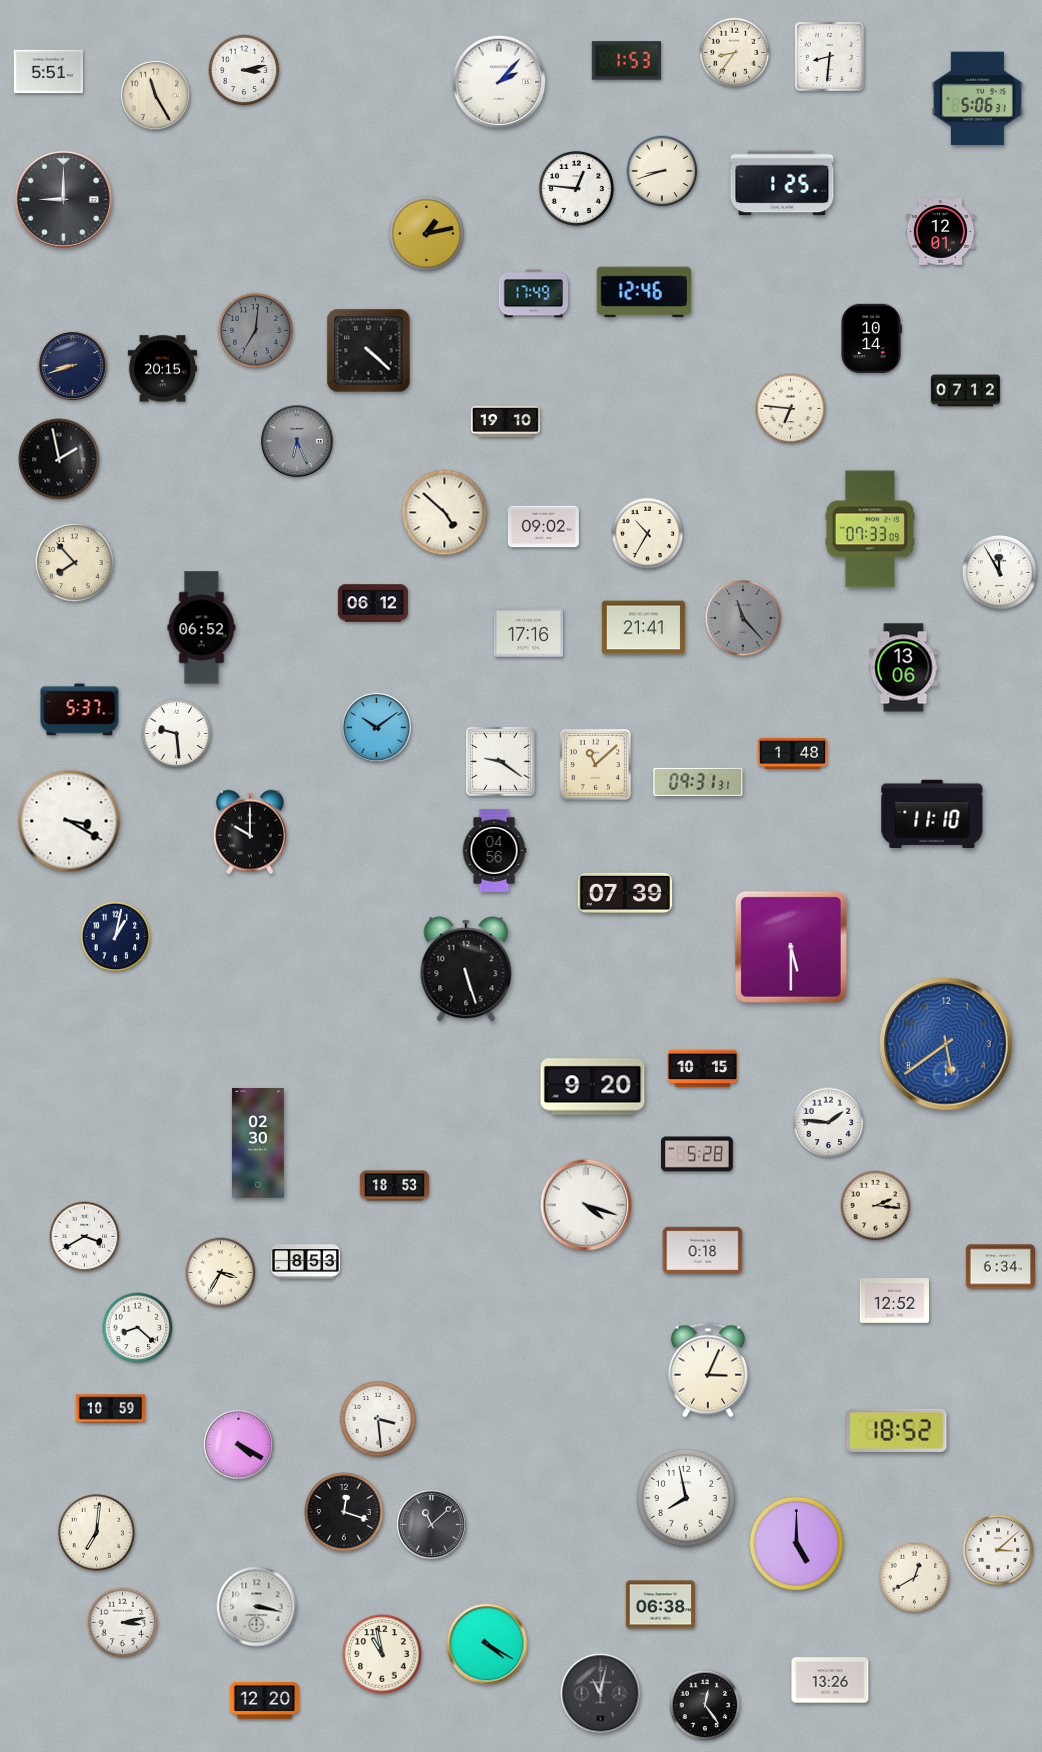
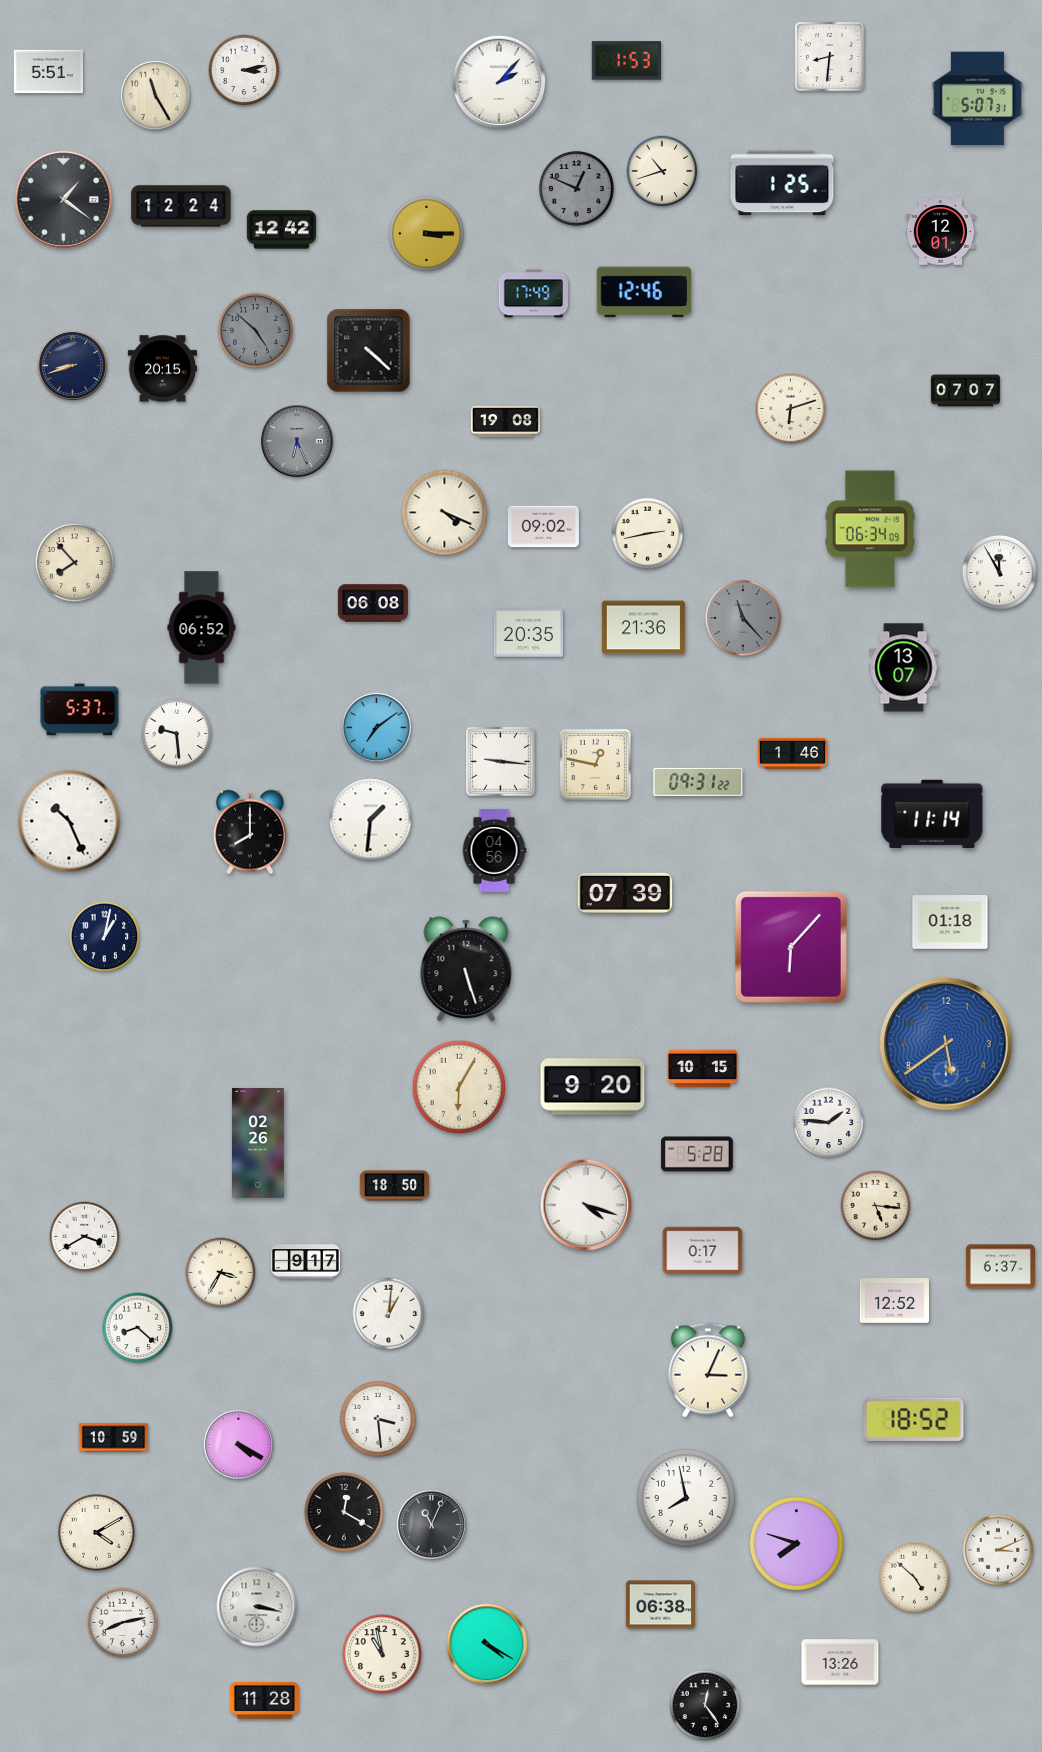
clock at (735, 53): 8:36 -> none
clock at (977, 99): 5:06 -> 5:07
clock at (662, 171): 8:42 -> 10:42
clock at (576, 188): 12:46 -> 12:49
clock at (576, 188) dial: white -> grey
clock at (63, 199): 9:00 -> 1:21
clock at (181, 206): none -> 12:24
clock at (282, 230): none -> 12:42
clock at (426, 233): 1:13 -> 3:15
clock at (255, 330): 7:01 -> 4:52
clock at (872, 338): 10:14 -> none
clock at (966, 391): 07:12 -> 07:07
clock at (791, 409): 6:46 -> 6:12
clock at (506, 421): 19:10 -> 19:08
clock at (59, 459): 1:58 -> none
clock at (445, 513): 4:52 -> 4:19
clock at (870, 529): 07:33 -> 06:34
clock at (648, 534): 10:35 -> 2:43
clock at (373, 603): 06:12 -> 06:08
clock at (643, 628): 21:41 -> 21:36
clock at (528, 633): 17:16 -> 20:35
clock at (904, 668): 13:06 -> 13:07
clock at (376, 727): 10:09 -> 7:09
clock at (793, 753): 1:48 -> 1:46
clock at (501, 762): 9:21 -> 9:16
clock at (595, 764): 11:08 -> 12:47
clock at (698, 782): 09:31:31 -> 09:31:22
clock at (932, 813): 11:10 -> 11:14
clock at (371, 820): none -> 1:31
clock at (69, 821): 3:20 -> 10:26
clock at (250, 832): 10:00 -> 8:00
clock at (950, 923): none -> 01:18
clock at (116, 937) position: (116, 937) -> (105, 937)
clock at (791, 947): 5:30 -> 6:07
clock at (459, 1087): none -> 6:05
clock at (258, 1144): 02:30 -> 02:26
clock at (395, 1186): 18:53 -> 18:50
clock at (876, 1206): 2:16 -> 5:16
clock at (703, 1251): 0:18 -> 0:17
clock at (306, 1262): 8:53 -> 9:17
clock at (1000, 1267): 6:34 -> 6:37
clock at (389, 1314): none -> 1:01
clock at (111, 1409) position: (111, 1409) -> (114, 1438)
clock at (897, 1430) position: (897, 1430) -> (914, 1419)
clock at (344, 1512): 12:18 -> 12:20
clock at (431, 1524): 11:08 -> 11:04
clock at (97, 1533): 7:01 -> 4:10
clock at (796, 1543): 5:00 -> 7:48
clock at (998, 1550): 3:08 -> 3:11
clock at (915, 1578): 12:40 -> 4:52
clock at (123, 1623): 3:13 -> 8:13
clock at (830, 1680) position: (830, 1680) -> (840, 1662)
clock at (601, 1694): 11:02 -> none
clock at (264, 1700): 12:20 -> 11:28
